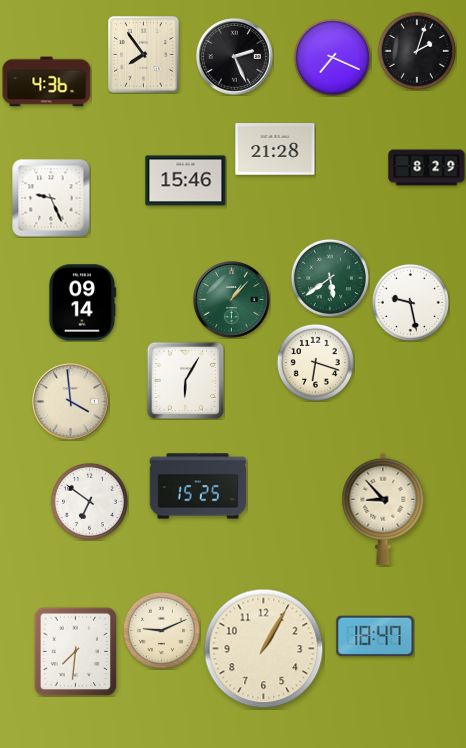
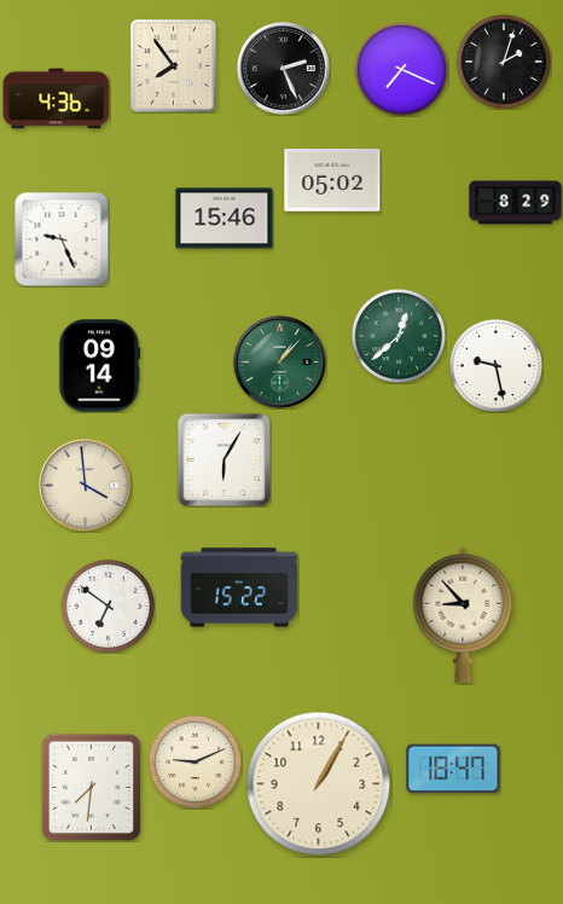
clock at (275, 149): 21:28 -> 05:02
clock at (330, 278): 5:39 -> 12:38
clock at (315, 362): 6:18 -> none
clock at (198, 486): 15:25 -> 15:22
